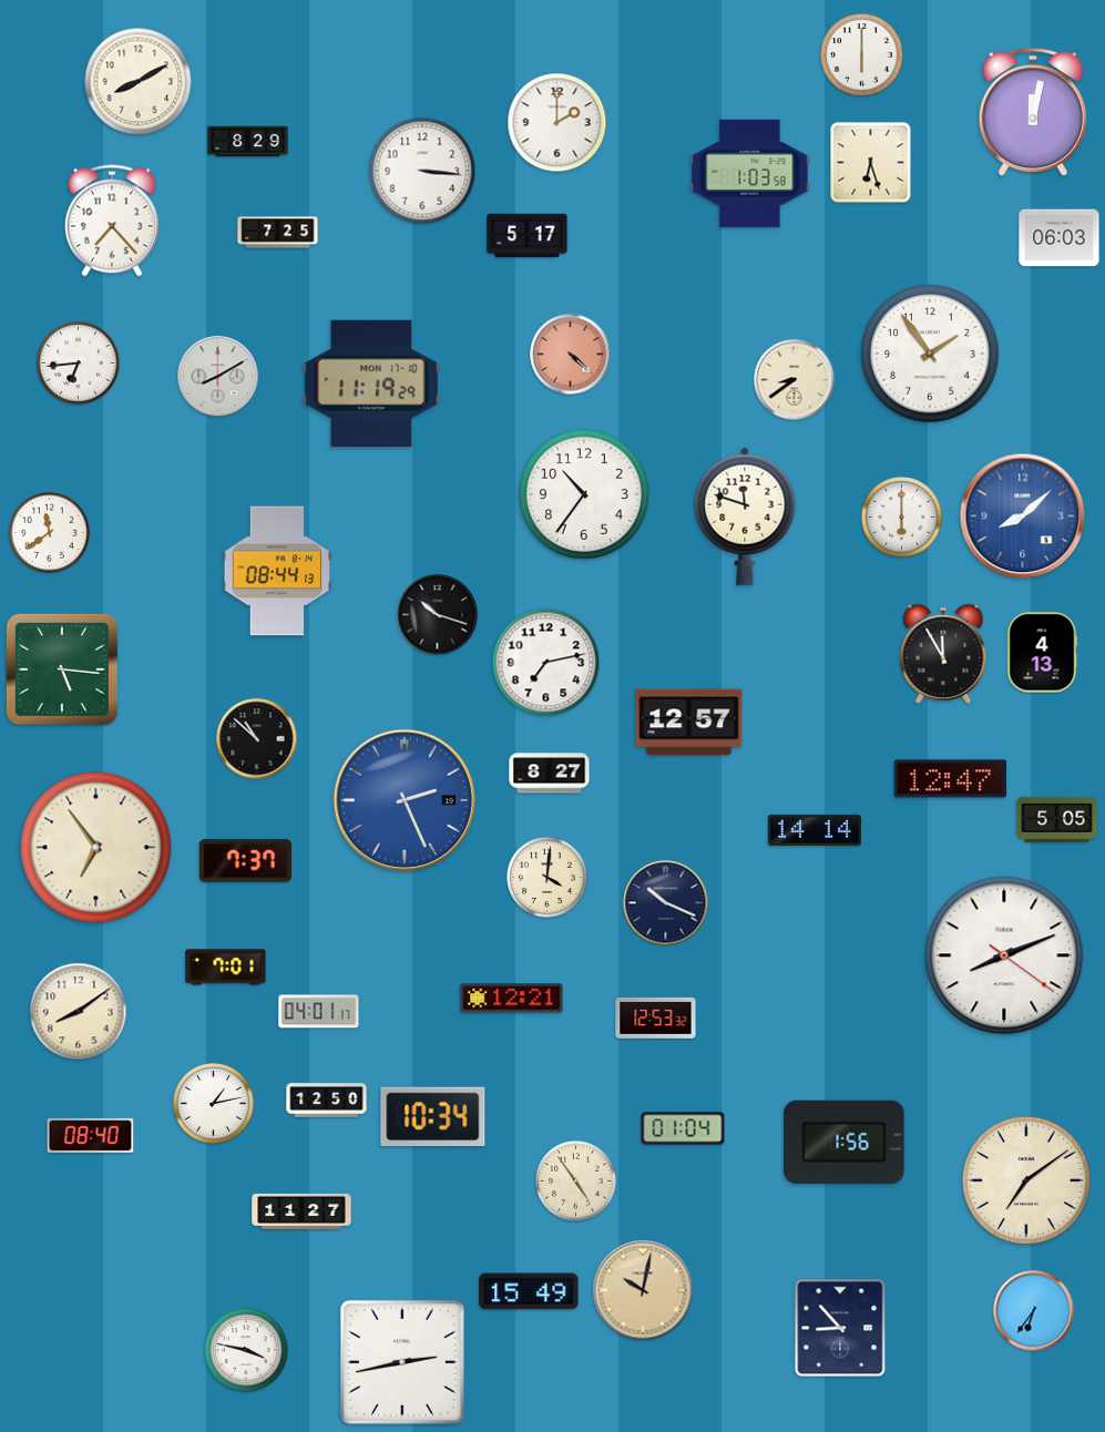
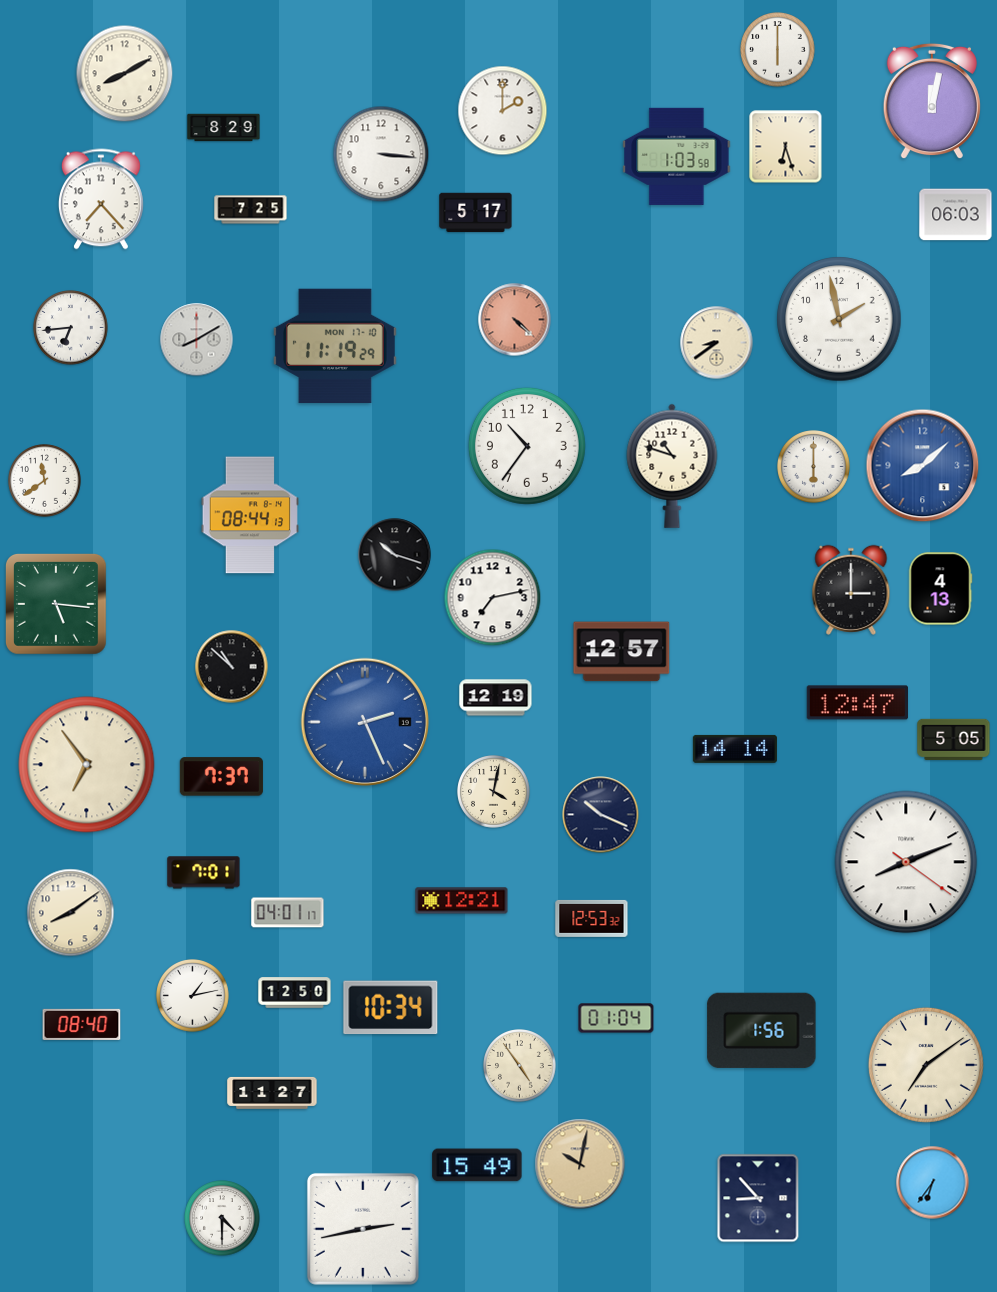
clock at (930, 354): 1:54 -> 1:58
clock at (745, 516): 11:48 -> 10:48
clock at (943, 654): 11:55 -> 3:00
clock at (550, 774): 8:27 -> 12:19
clock at (548, 878): 4:01 -> 4:02
clock at (246, 1350): 3:47 -> 4:30
